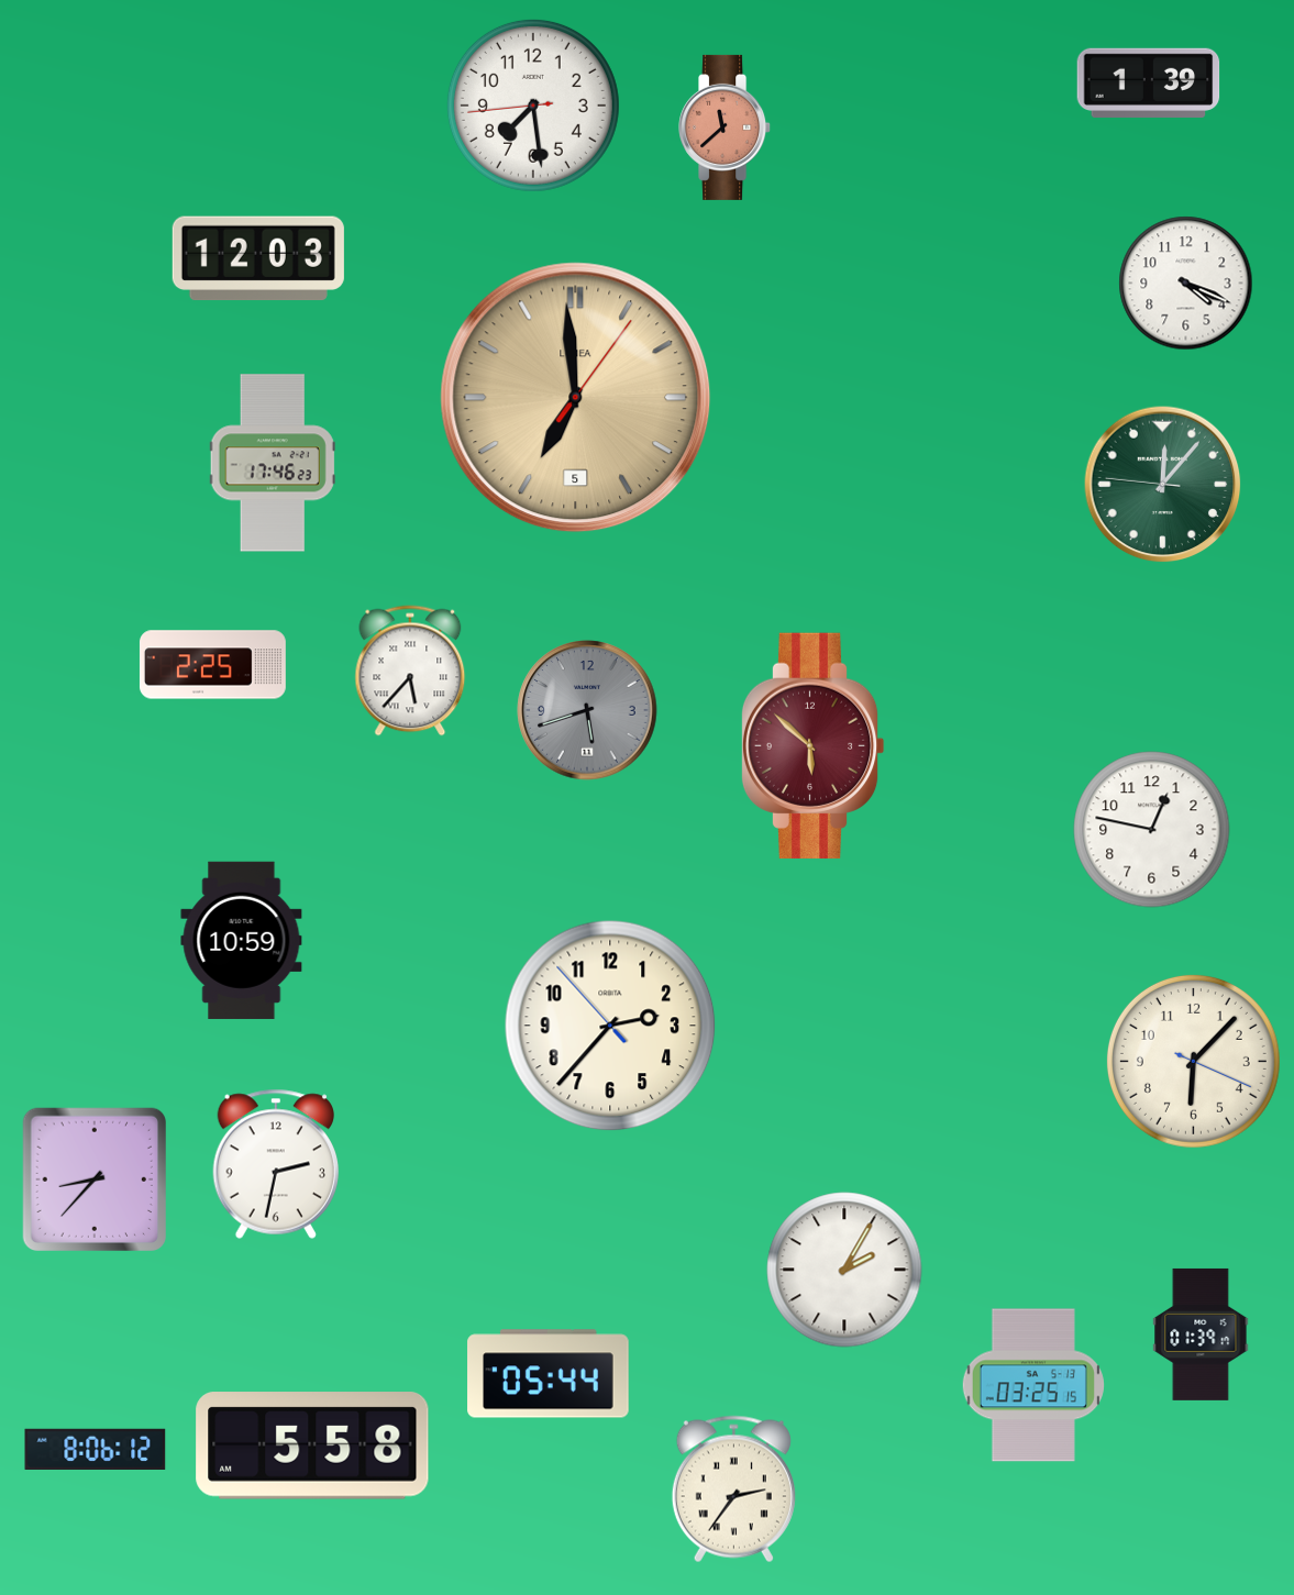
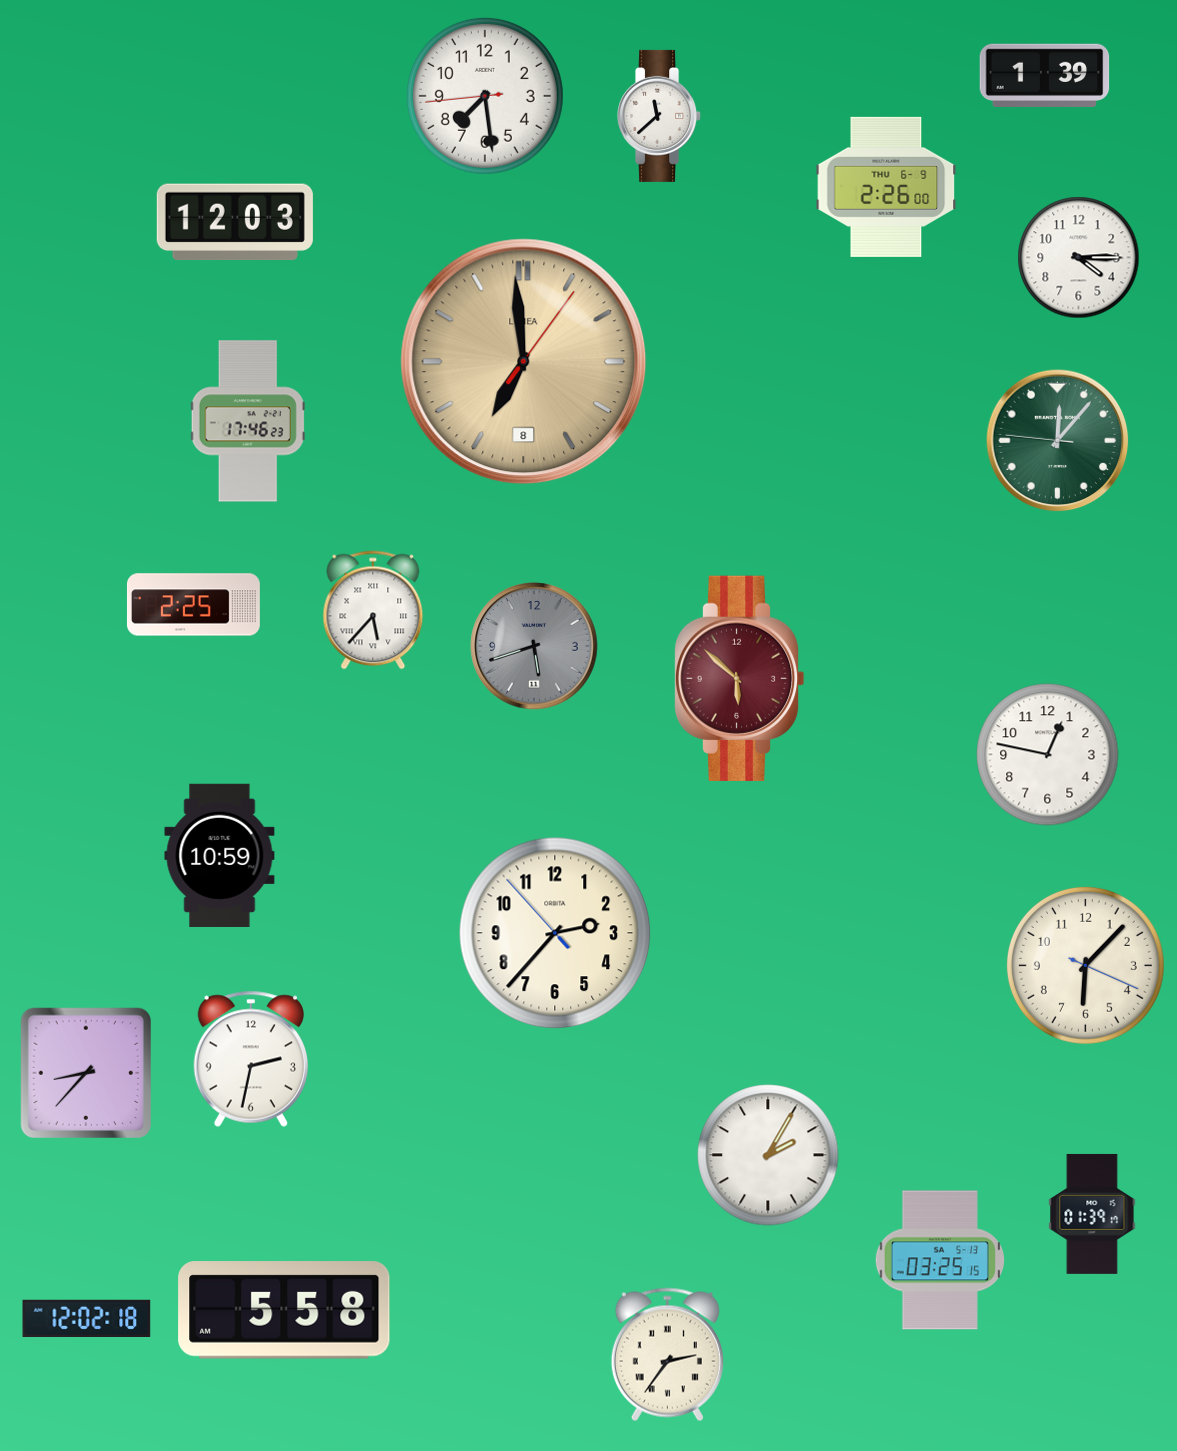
clock at (726, 128) dial: salmon -> white
clock at (886, 187): none -> 2:26
clock at (258, 258) position: (258, 258) -> (235, 222)
clock at (1186, 284): 4:19 -> 4:15
clock at (576, 398) date: 5 -> 8
clock at (549, 1374): 05:44 -> none
clock at (312, 1446) position: (312, 1446) -> (284, 1310)
clock at (96, 1449): 8:06 -> 12:02
